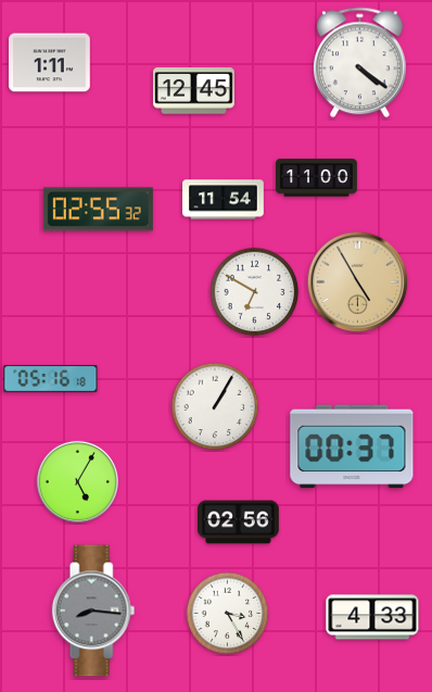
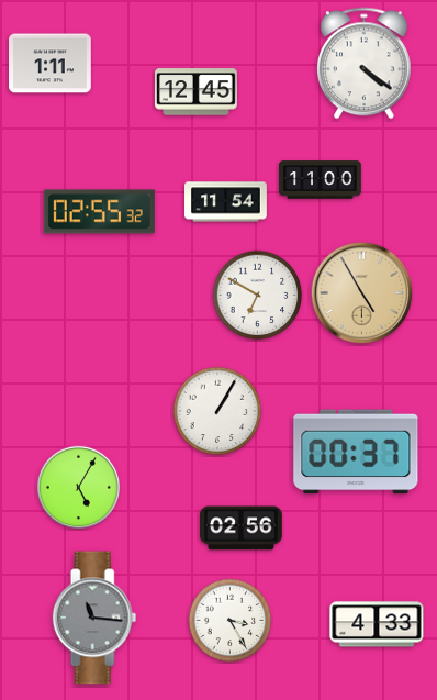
clock at (358, 282) position: (358, 282) -> (362, 293)
clock at (51, 379): 05:16 -> none
clock at (93, 611): 8:16 -> 11:16
